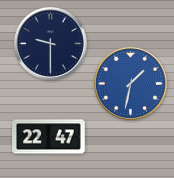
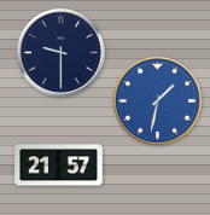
clock at (49, 137): 22:47 -> 21:57
